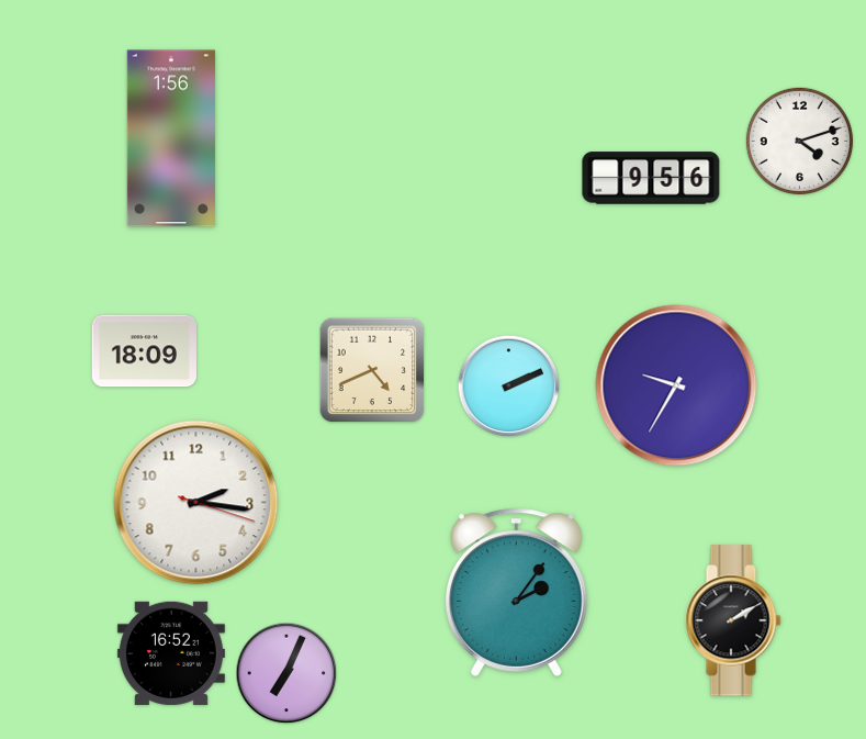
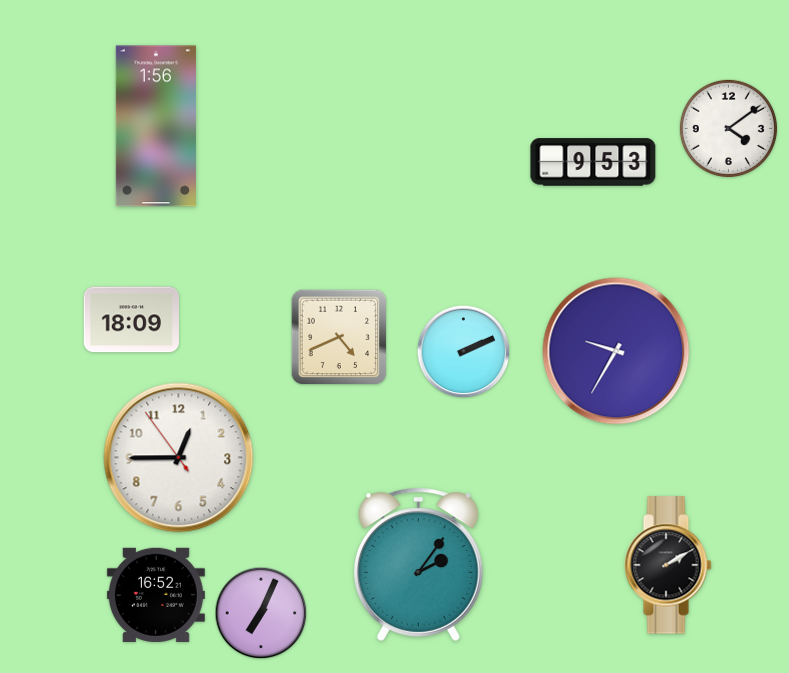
clock at (799, 141): 4:12 -> 4:09
clock at (651, 178): 9:56 -> 9:53
clock at (196, 503): 2:16 -> 12:44
clock at (516, 592) position: (516, 592) -> (418, 564)
